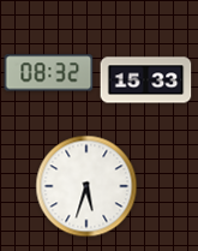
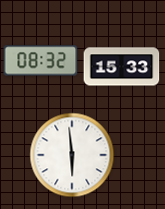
clock at (86, 186): 5:33 -> 5:59
